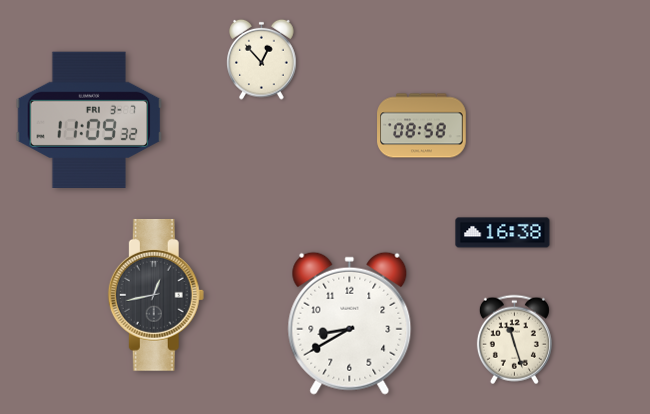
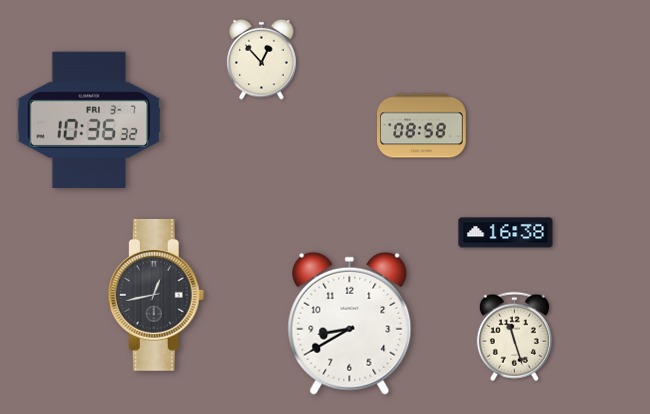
clock at (89, 119): 11:09 -> 10:36
clock at (503, 233) position: (503, 233) -> (506, 233)
clock at (514, 340) position: (514, 340) -> (514, 337)
